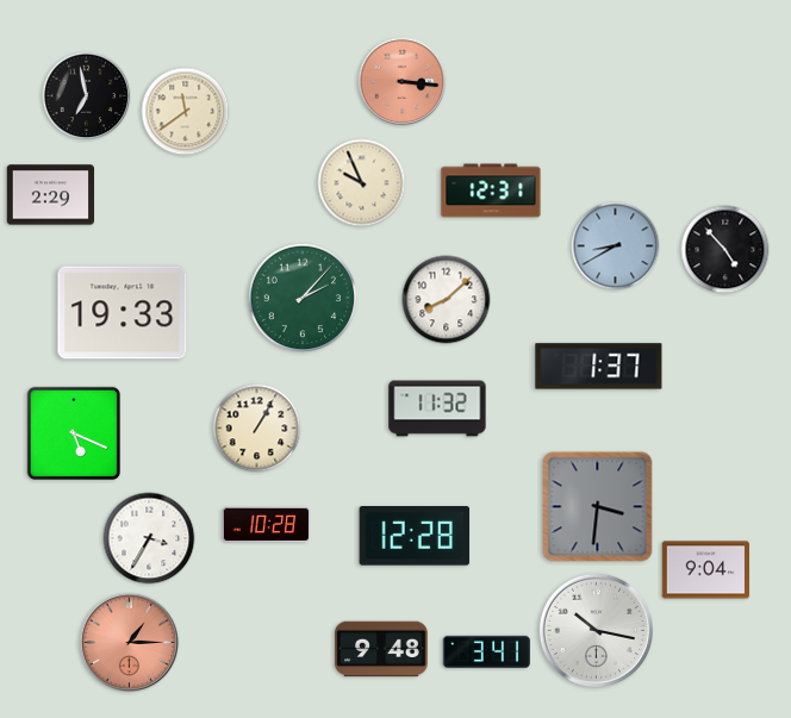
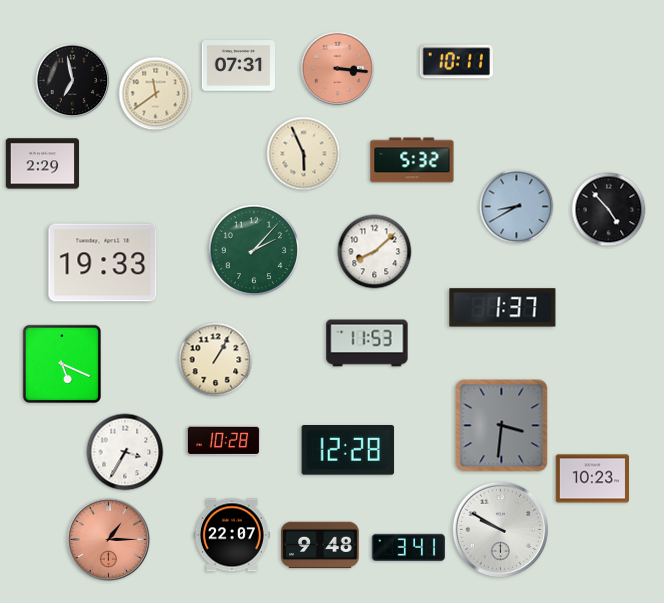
clock at (456, 62): none -> 10:11
clock at (238, 66): none -> 07:31
clock at (362, 183): 9:56 -> 5:56
clock at (491, 191): 12:31 -> 5:32
clock at (437, 408): 11:32 -> 11:53
clock at (706, 570): 9:04 -> 10:23
clock at (596, 630): 10:17 -> 9:50
clock at (232, 535): none -> 22:07
